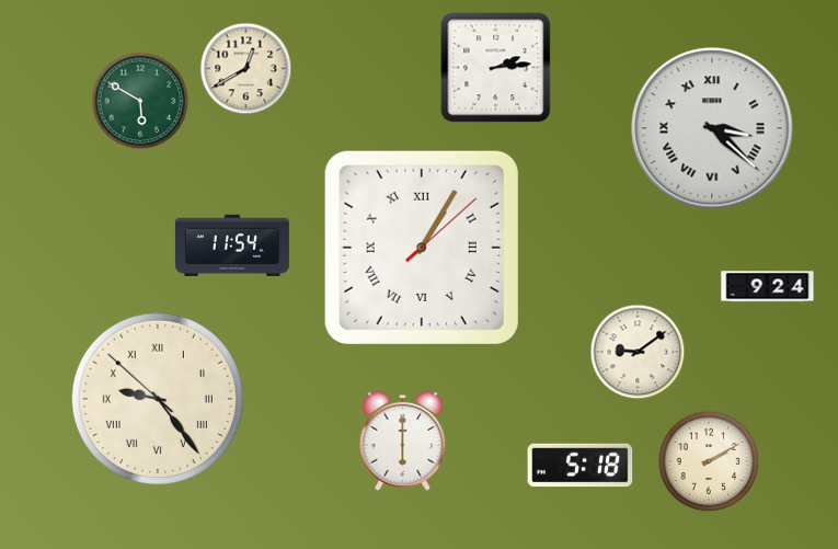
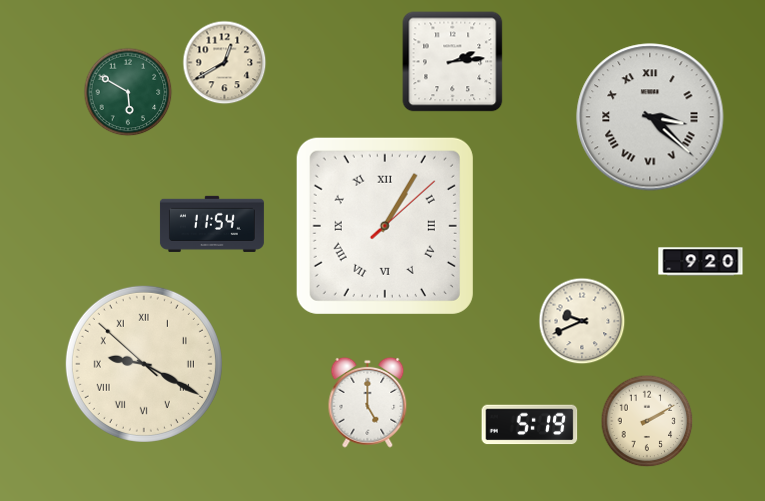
clock at (768, 287): 9:24 -> 9:20
clock at (638, 352): 9:09 -> 9:41
clock at (158, 399): 9:23 -> 9:19
clock at (403, 441): 6:00 -> 5:00
clock at (581, 466): 5:18 -> 5:19
